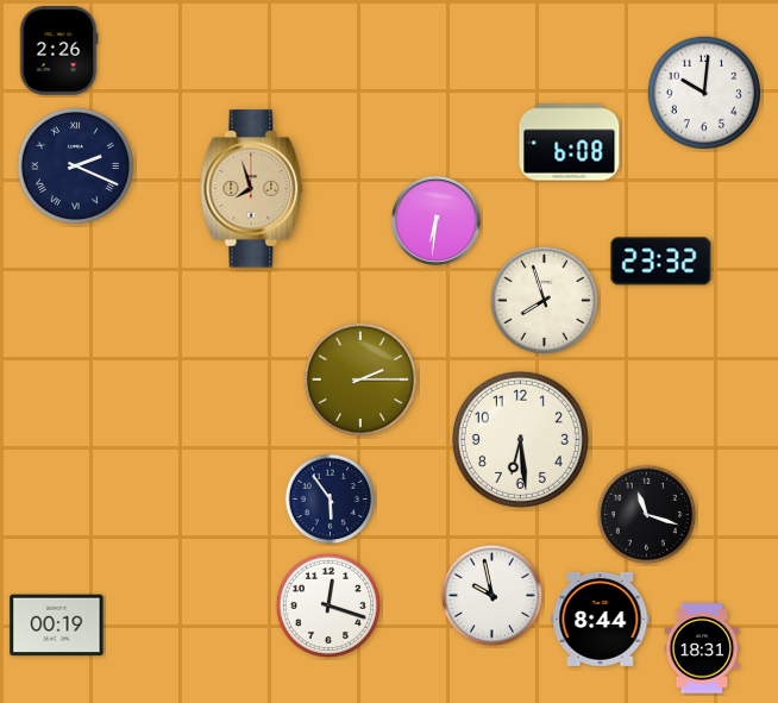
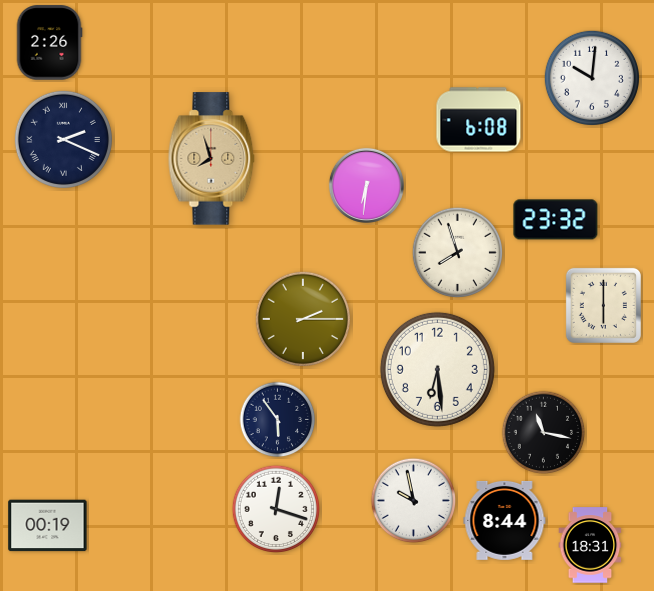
clock at (603, 305): none -> 6:00
clock at (647, 515): 11:18 -> 11:17
